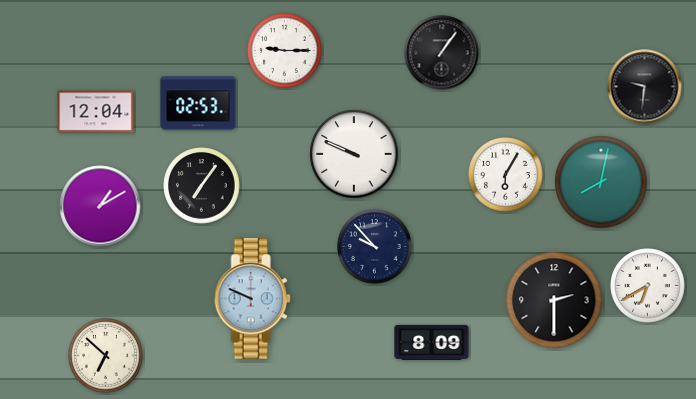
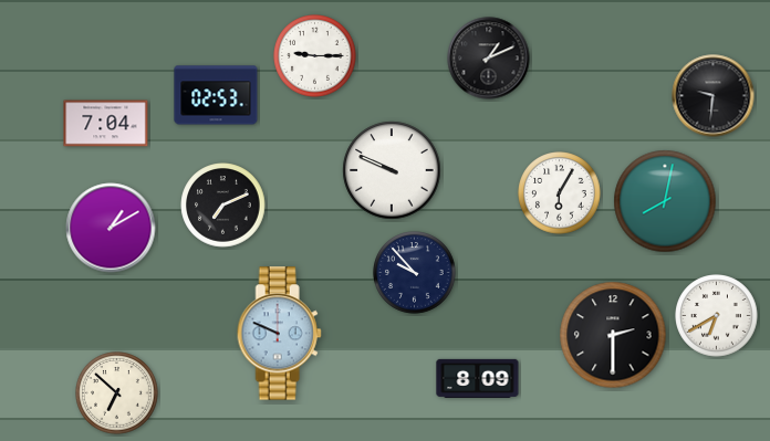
clock at (442, 53): 1:06 -> 1:11
clock at (198, 103) position: (198, 103) -> (216, 95)
clock at (96, 112): 12:04 -> 7:04
clock at (202, 186): 7:06 -> 7:11
clock at (252, 299) position: (252, 299) -> (279, 334)
clock at (554, 300) position: (554, 300) -> (613, 335)
